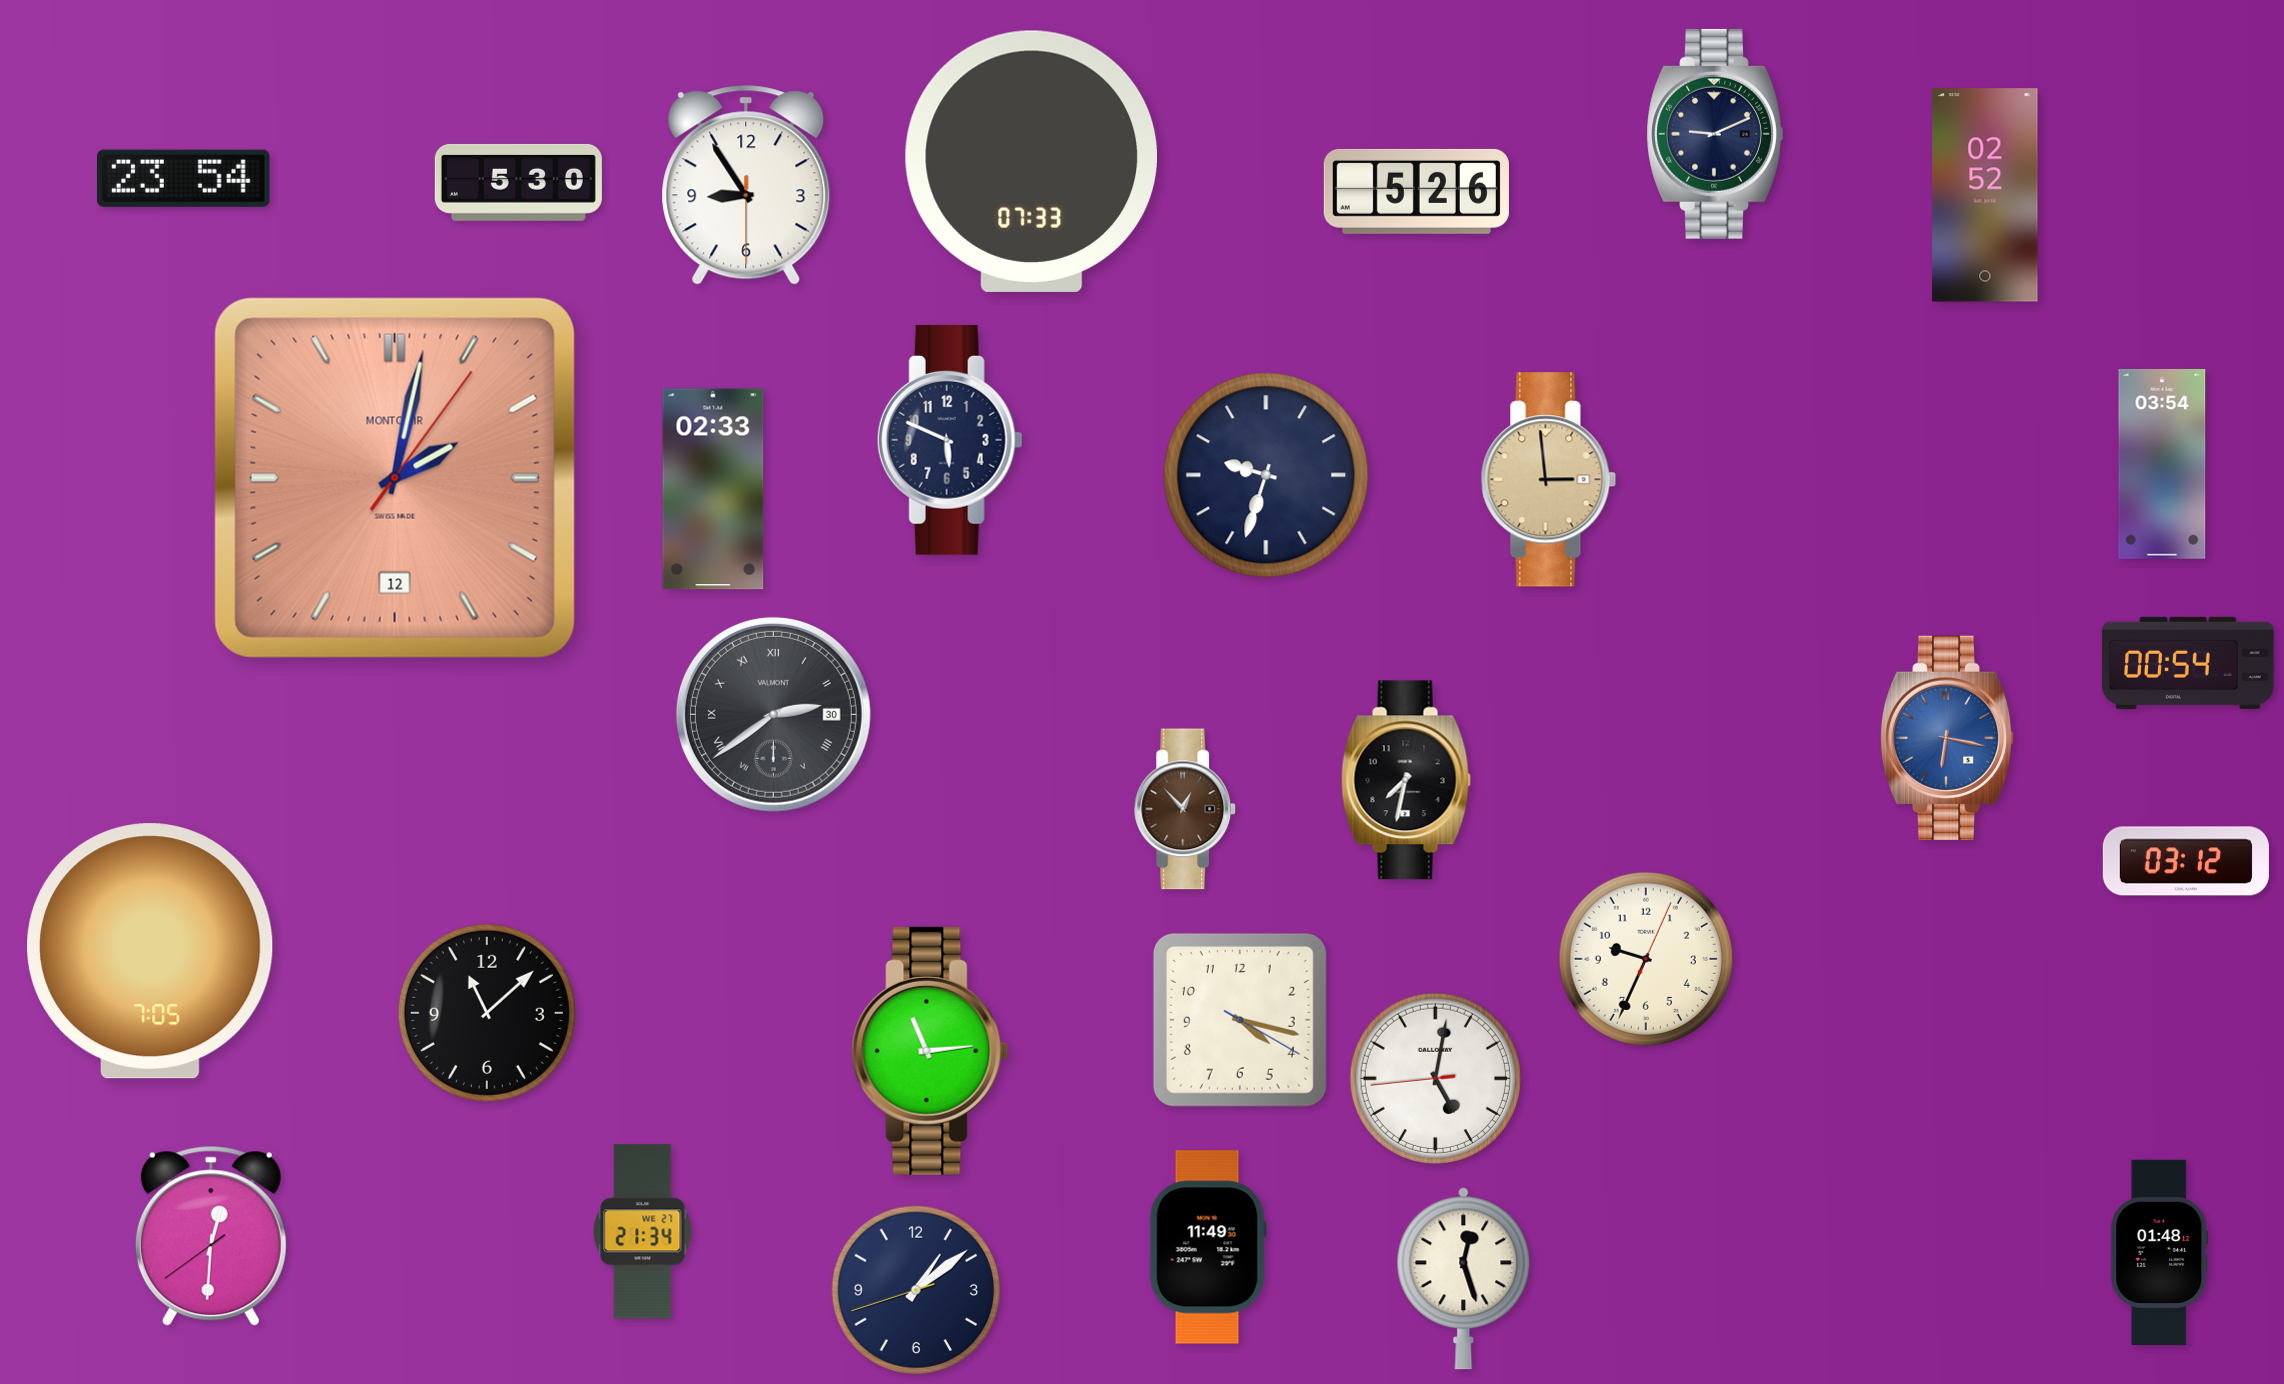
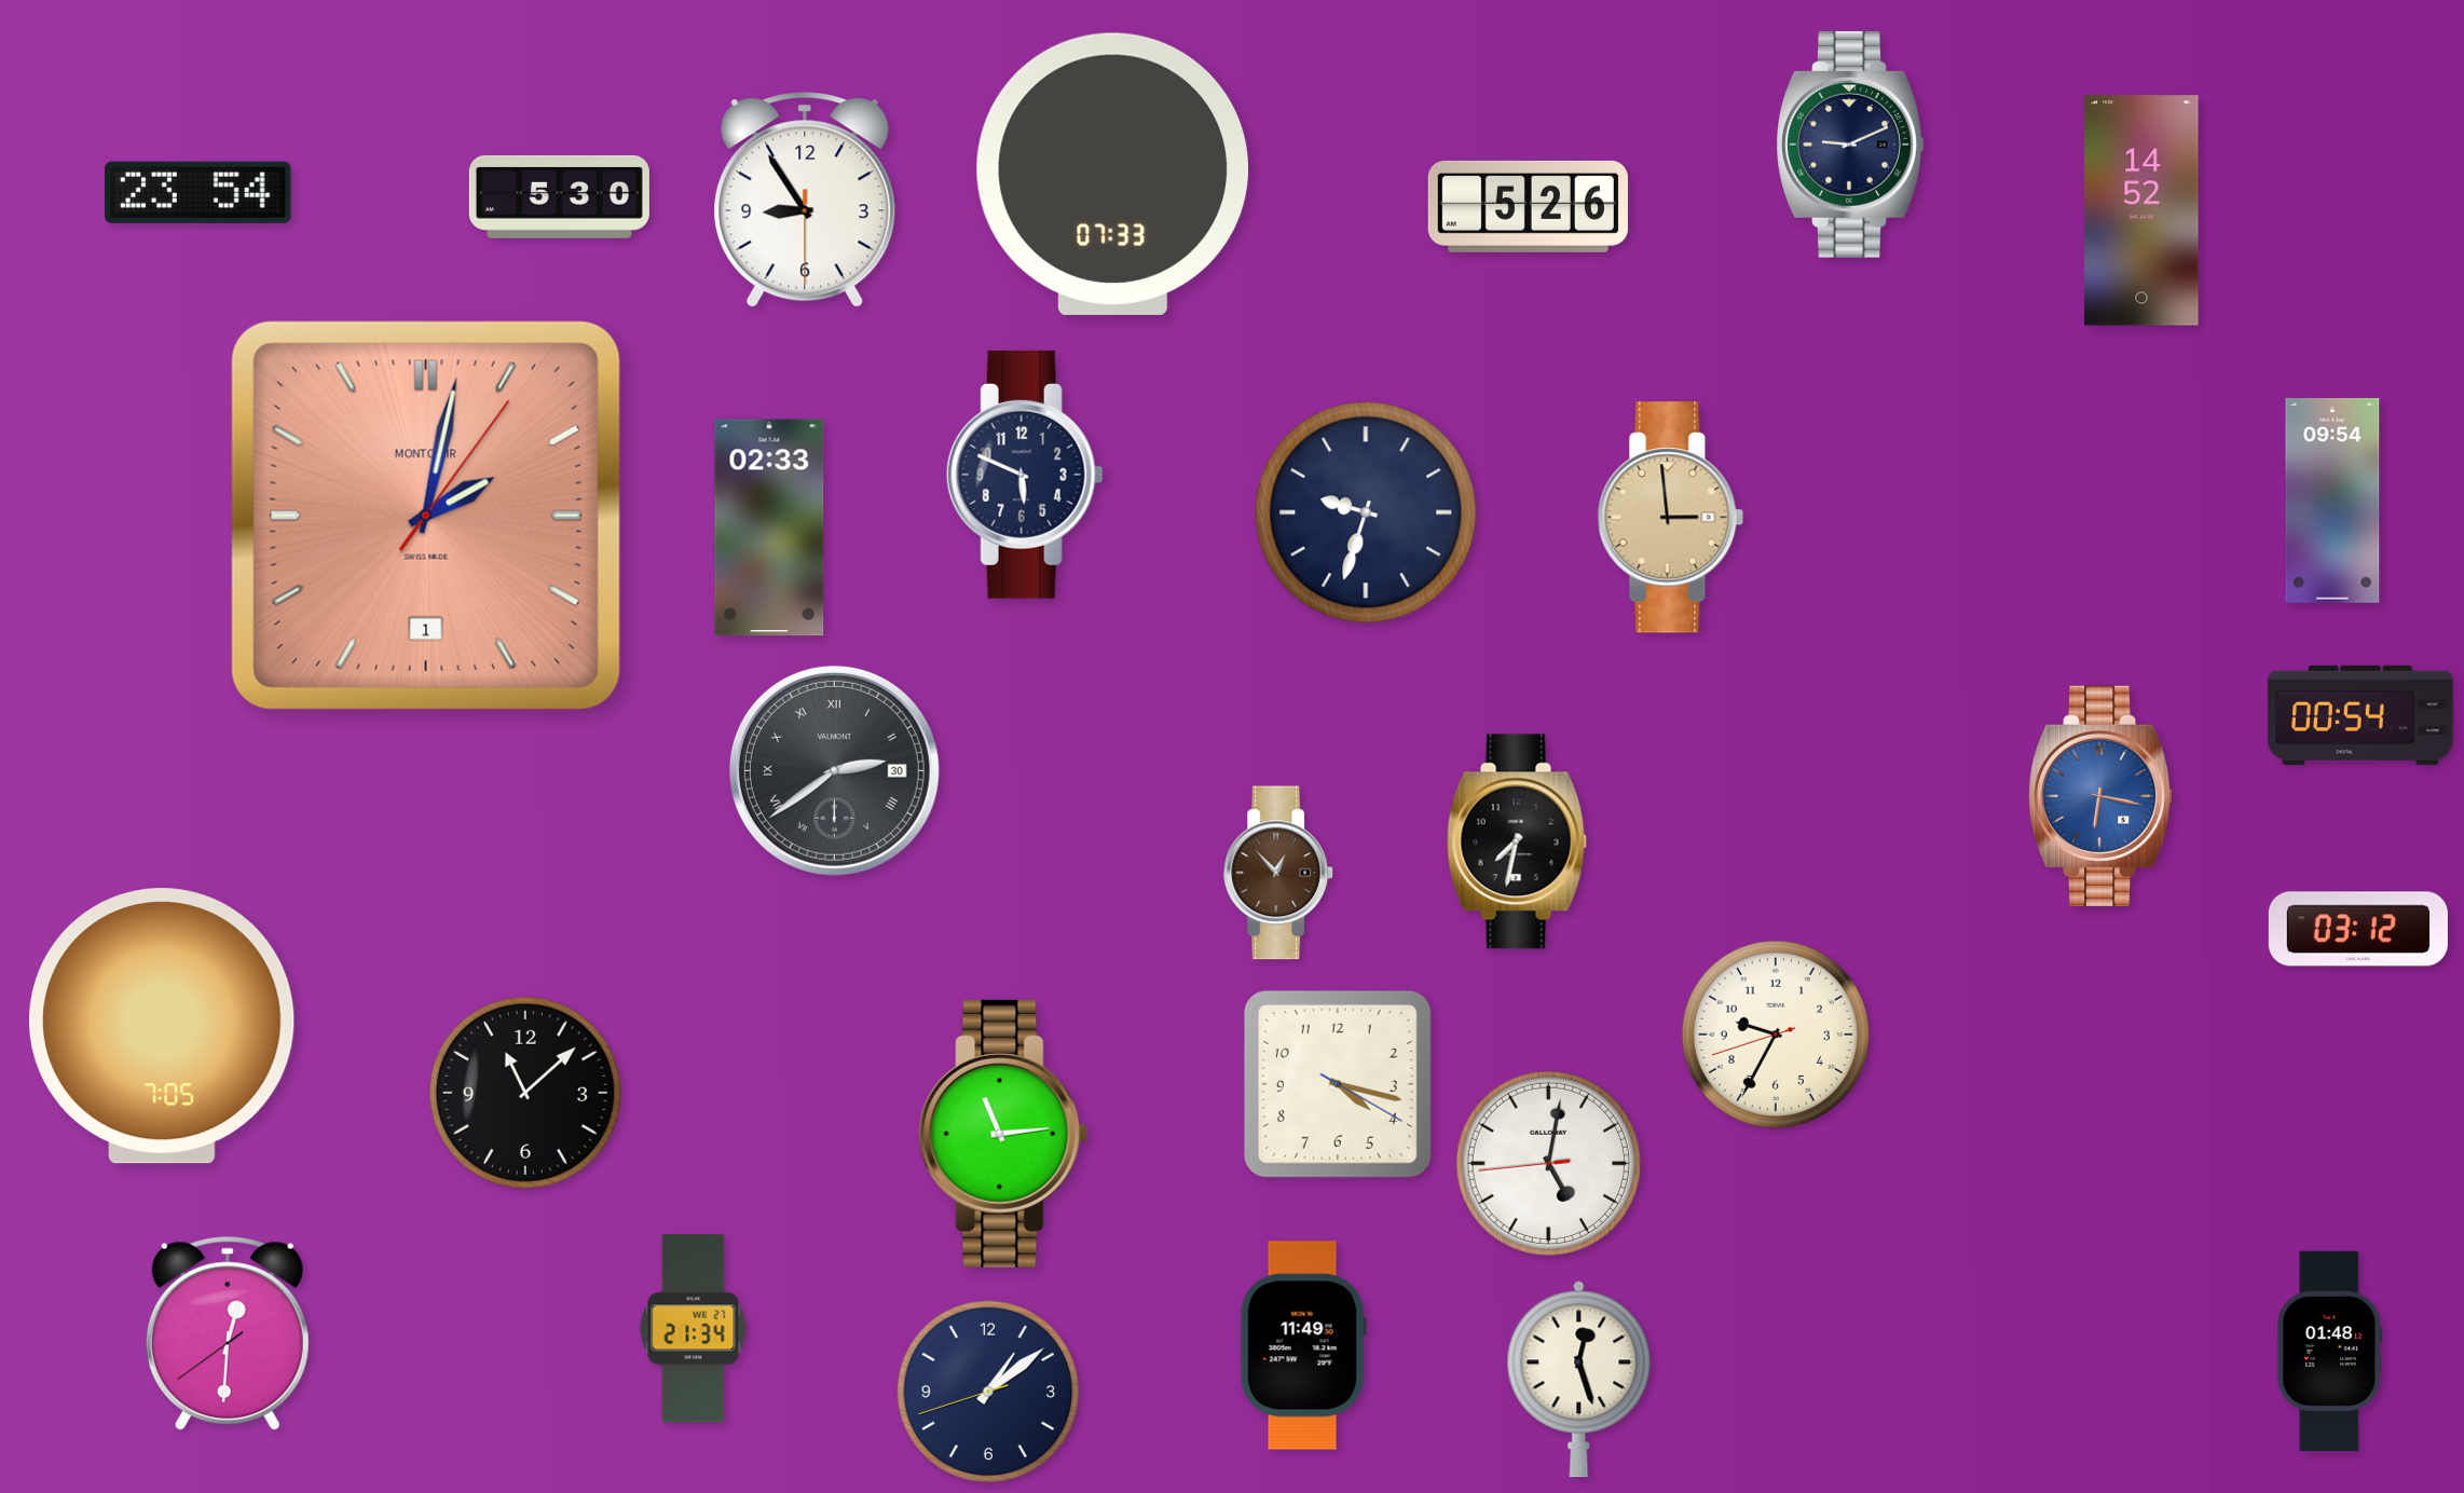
clock at (1985, 195): 02:52 -> 14:52
clock at (2162, 464): 03:54 -> 09:54
clock at (395, 478) date: 12 -> 1
clock at (1646, 959): 9:34:04 -> 9:34:42
clock at (1240, 1020) position: (1240, 1020) -> (1338, 1084)
